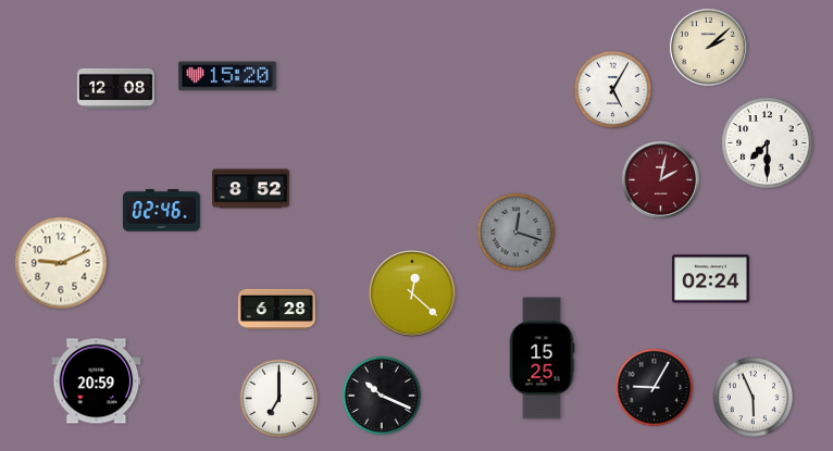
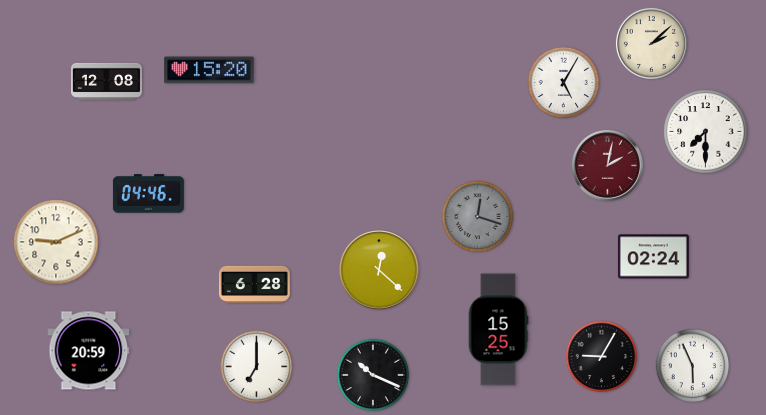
clock at (250, 189): 8:52 -> none
clock at (161, 211): 02:46 -> 04:46
clock at (517, 233) position: (517, 233) -> (478, 217)
clock at (382, 396) position: (382, 396) -> (373, 375)
